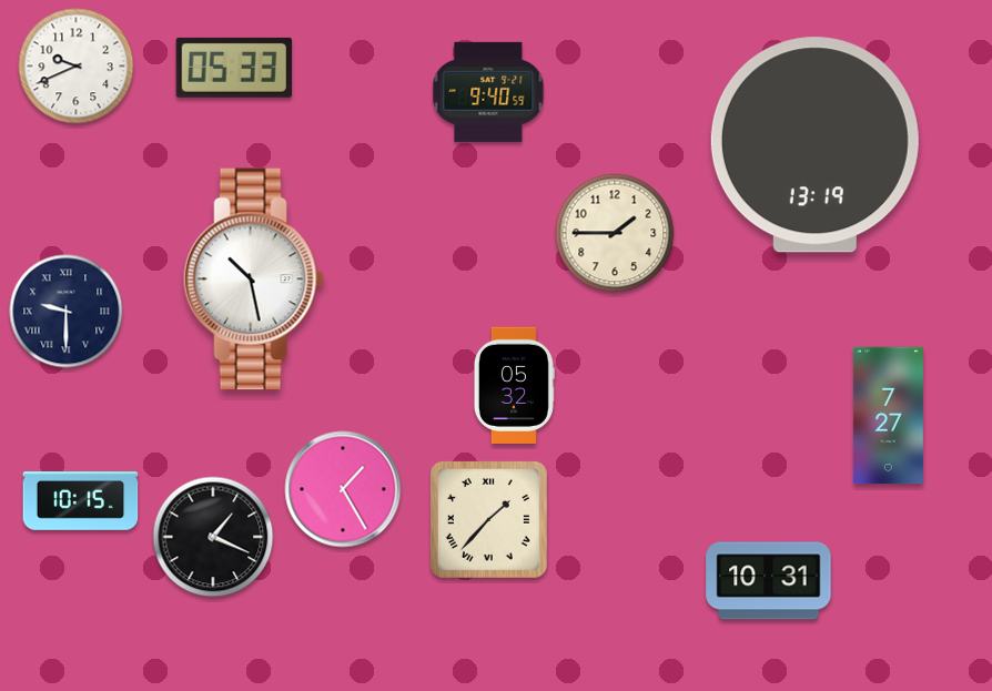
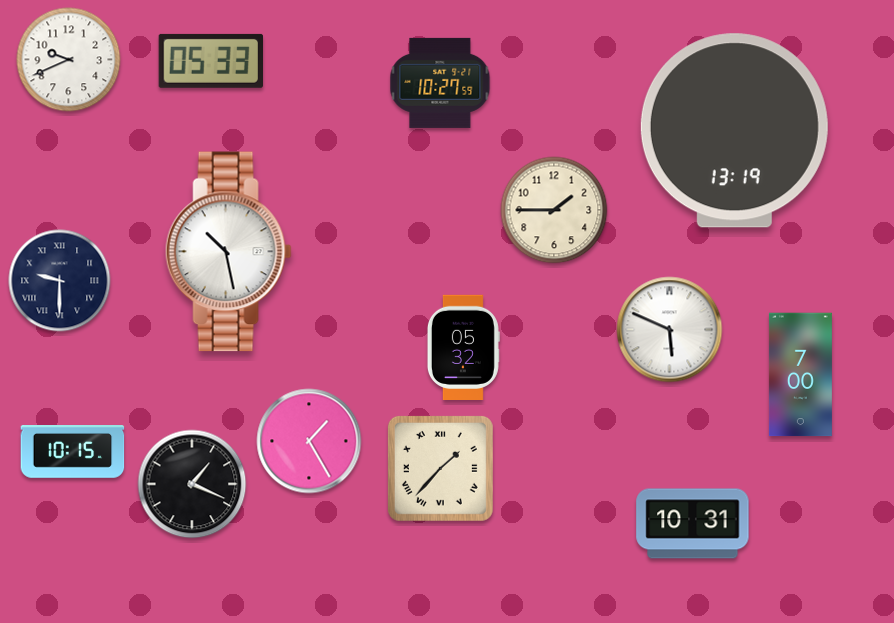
clock at (488, 92): 9:40 -> 10:27
clock at (670, 330): none -> 5:49
clock at (888, 416): 7:27 -> 7:00
